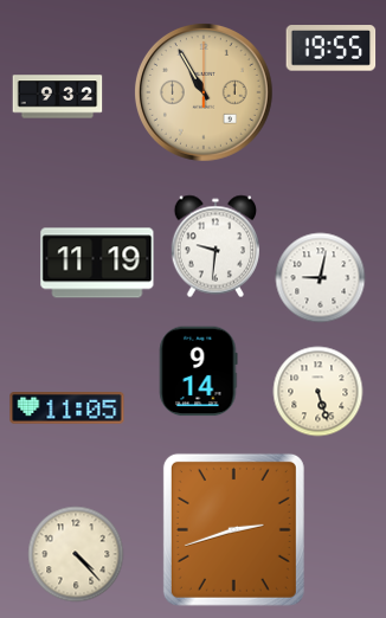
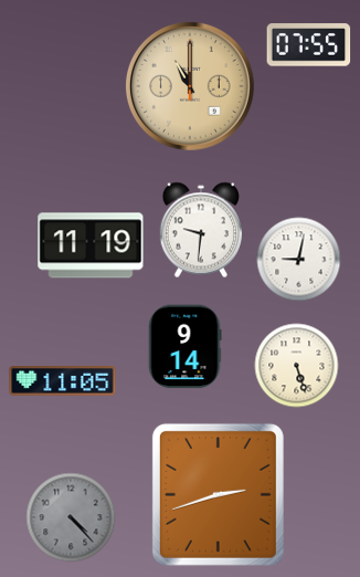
clock at (332, 49): 19:55 -> 07:55
clock at (204, 92): 10:55 -> 11:00
clock at (58, 97): 9:32 -> none
clock at (76, 554) dial: cream -> grey
